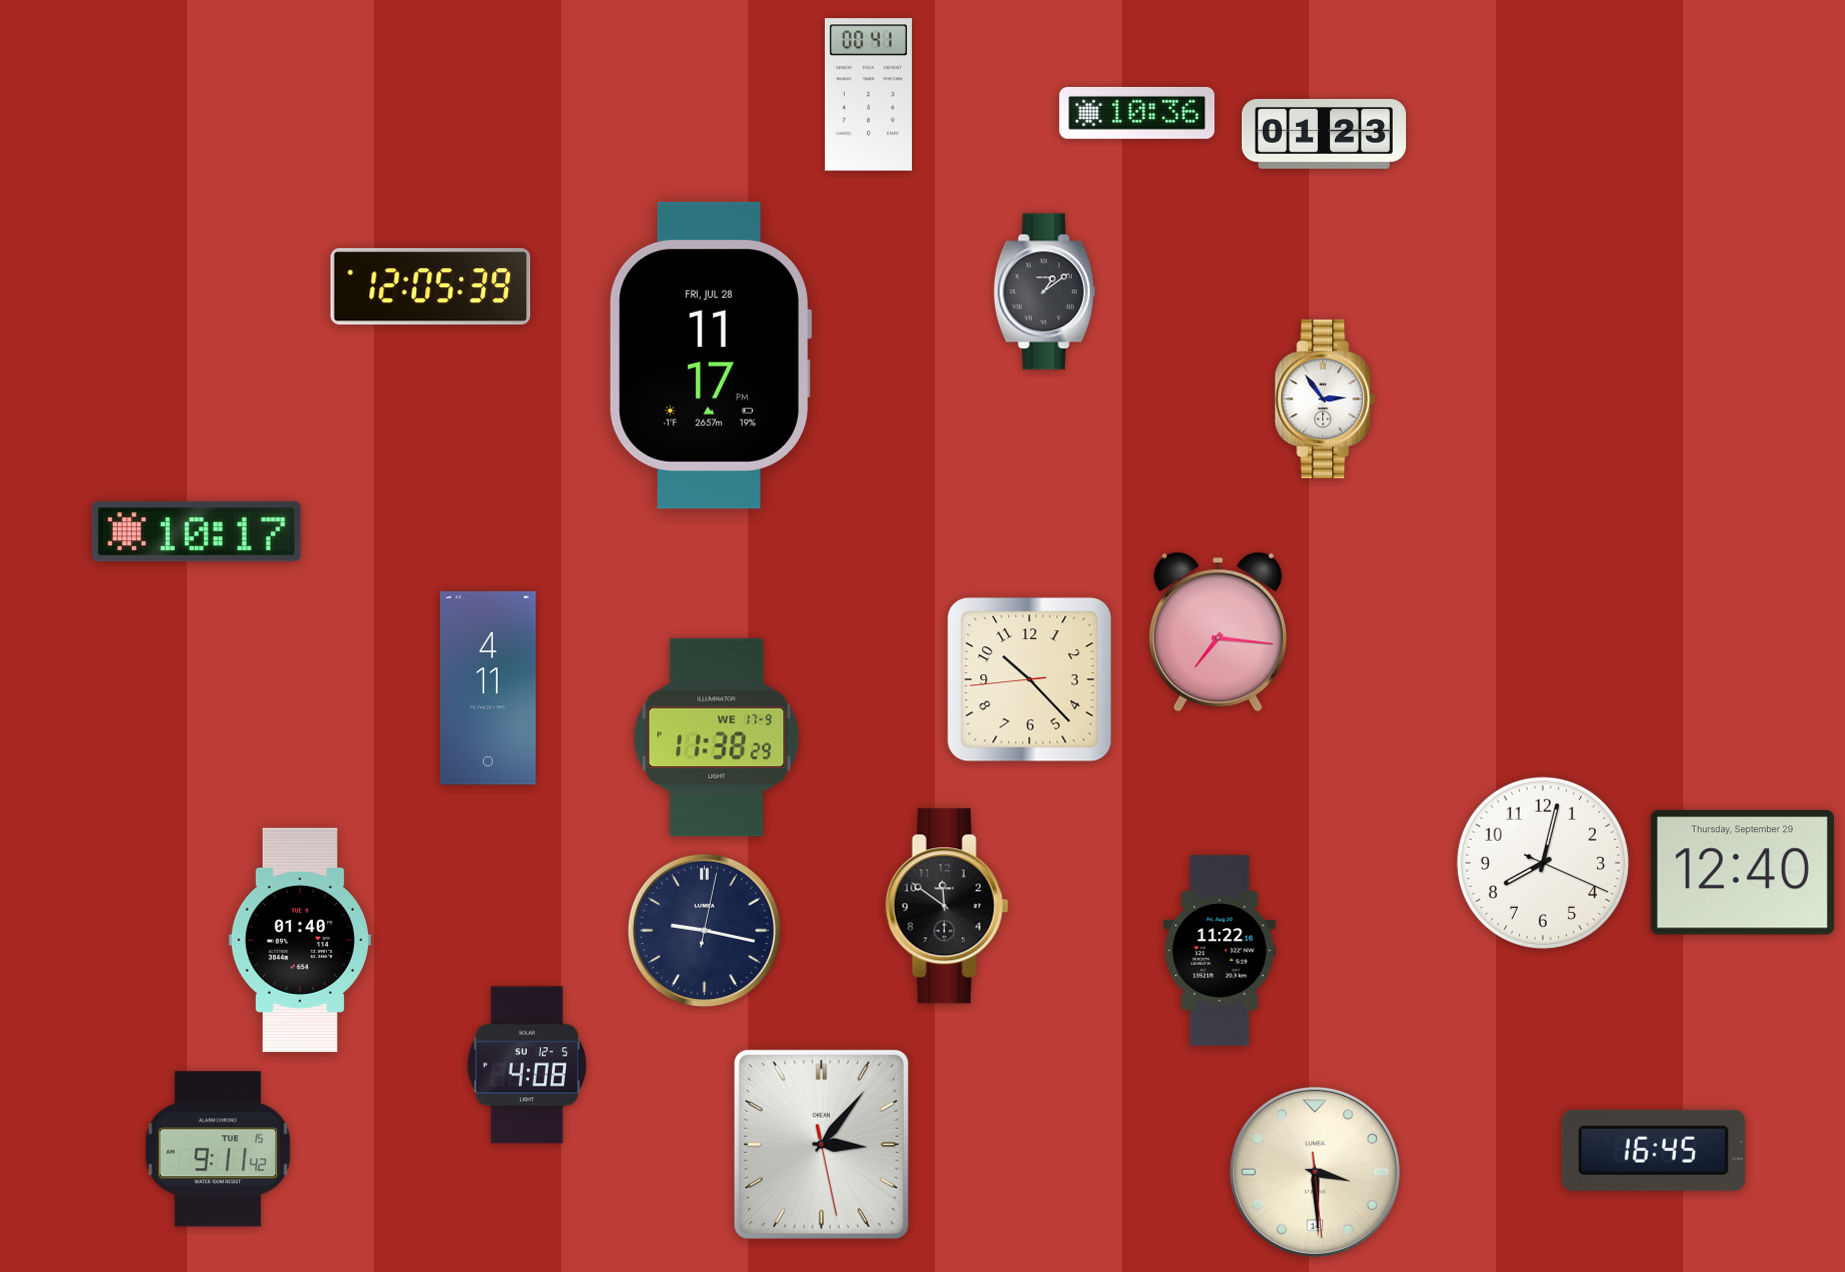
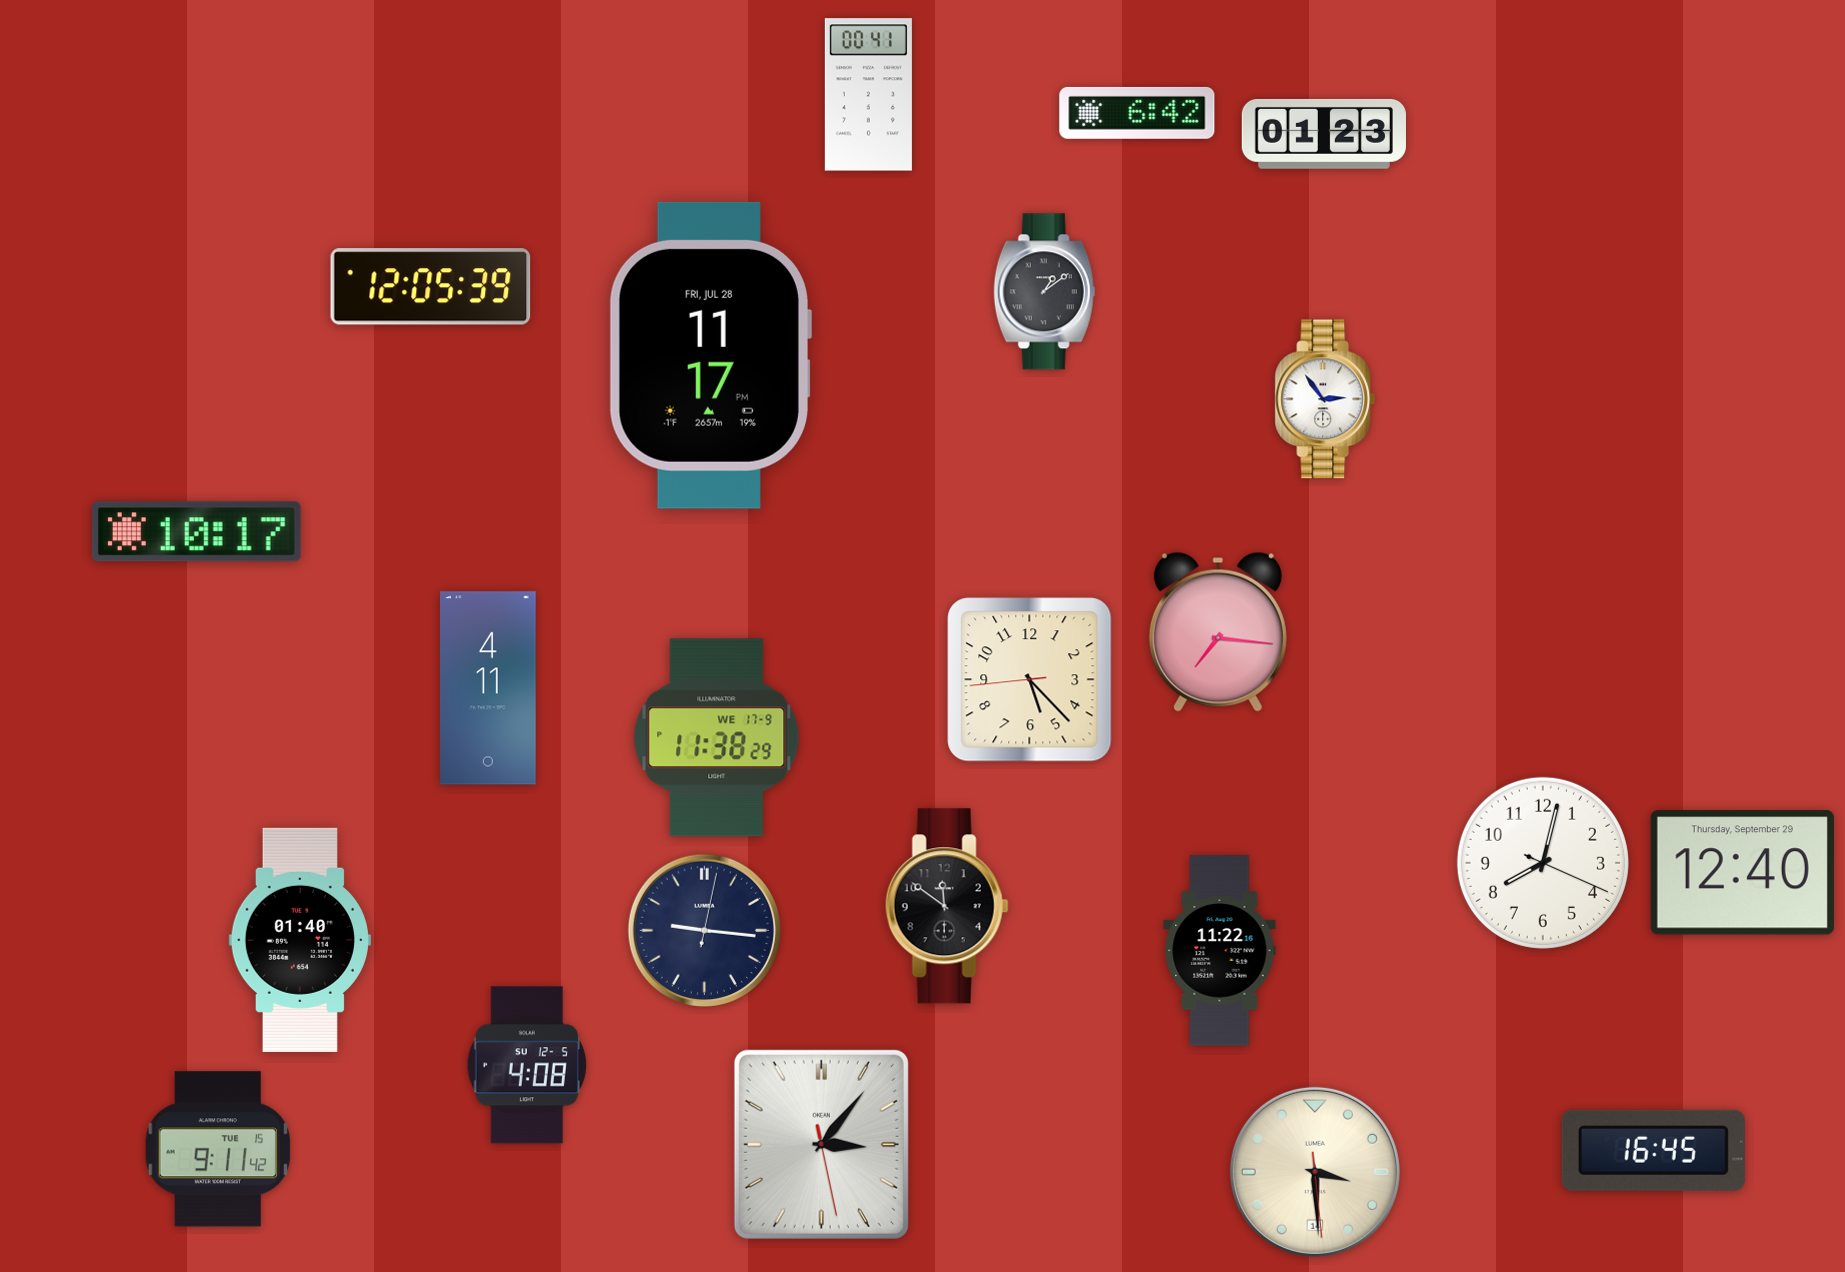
clock at (1137, 113): 10:36 -> 6:42
clock at (1030, 680): 10:22 -> 5:22
clock at (704, 930): 9:17 -> 9:16
